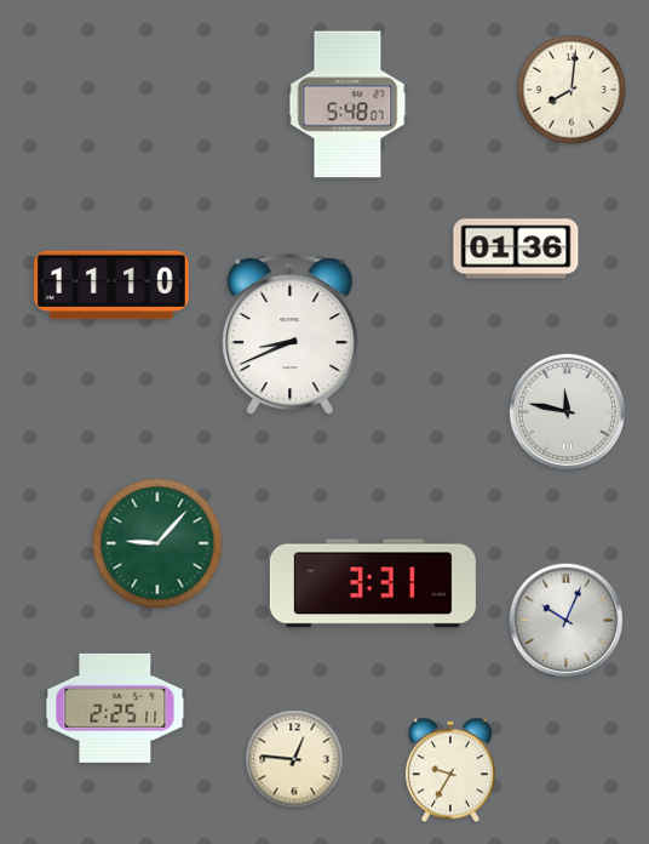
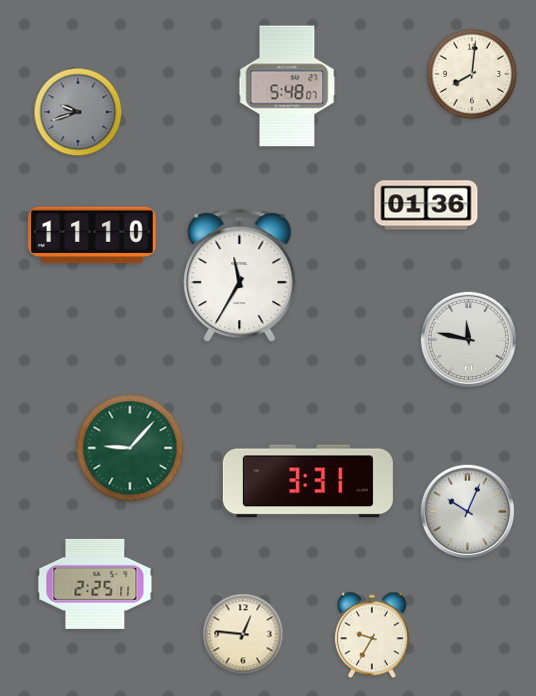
clock at (78, 112): none -> 9:42
clock at (291, 335): 8:41 -> 11:35
clock at (294, 759) position: (294, 759) -> (243, 634)
